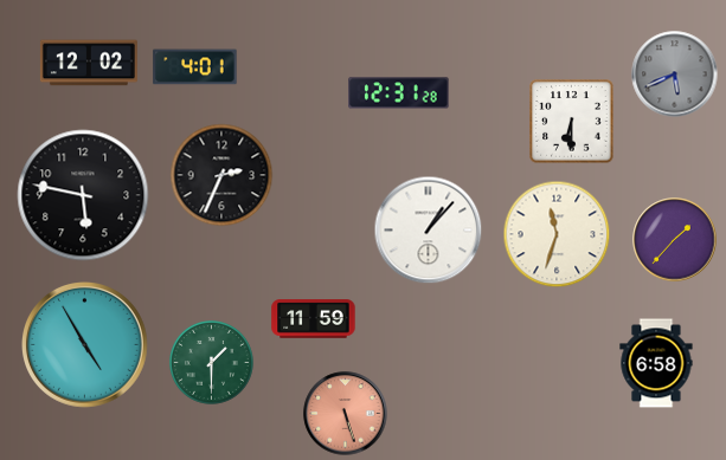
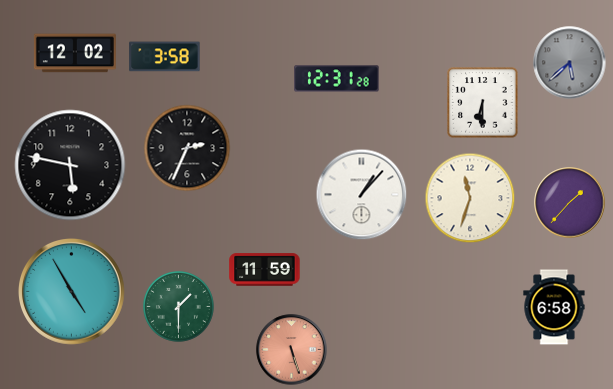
clock at (195, 67): 4:01 -> 3:58
clock at (675, 74): 5:41 -> 5:38
